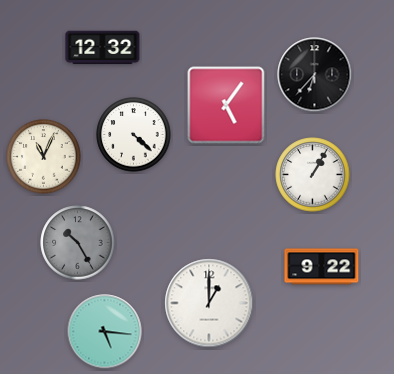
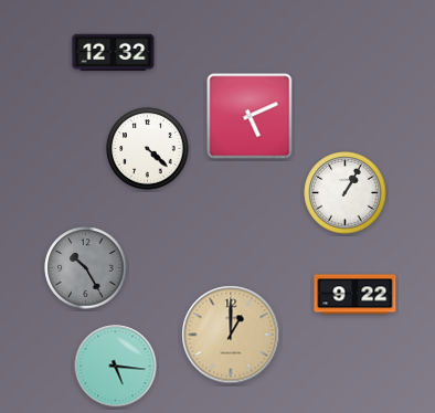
clock at (315, 75): 6:37 -> none
clock at (226, 105): 5:06 -> 5:11
clock at (44, 157): 11:04 -> none
clock at (209, 303) dial: white -> champagne
